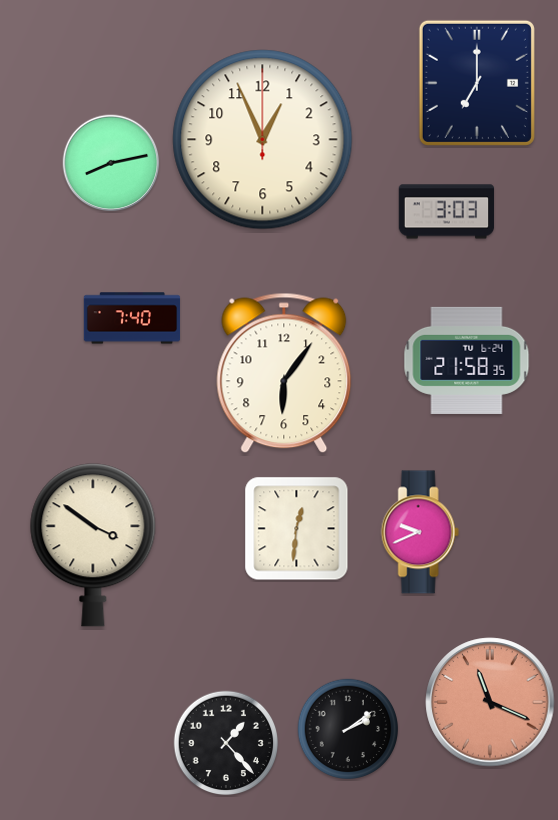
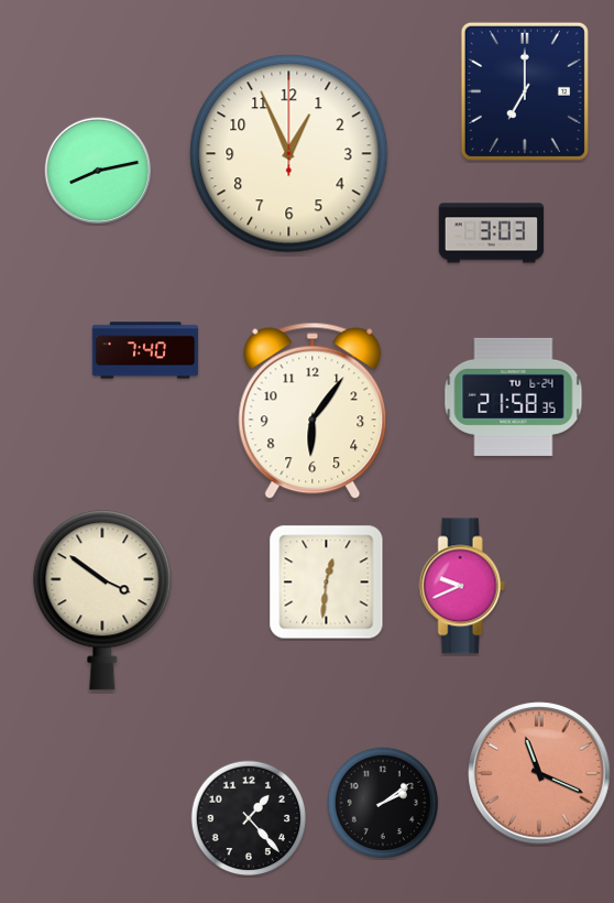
clock at (111, 163) position: (111, 163) -> (98, 171)
